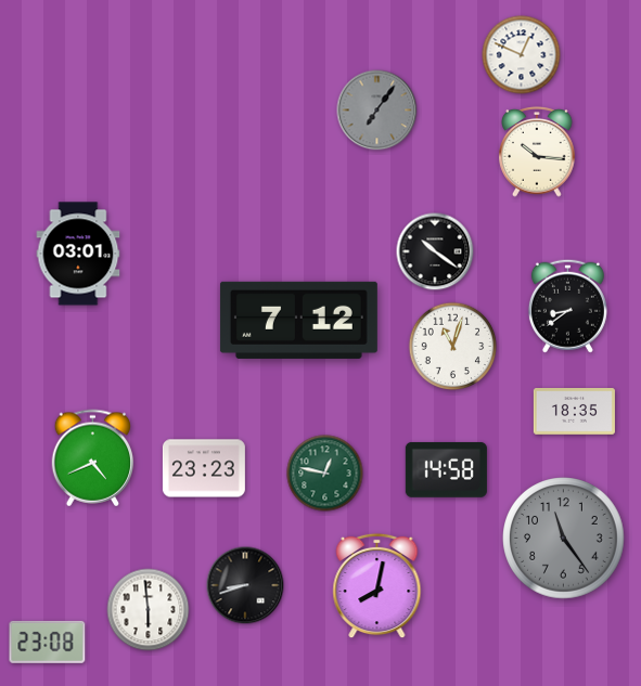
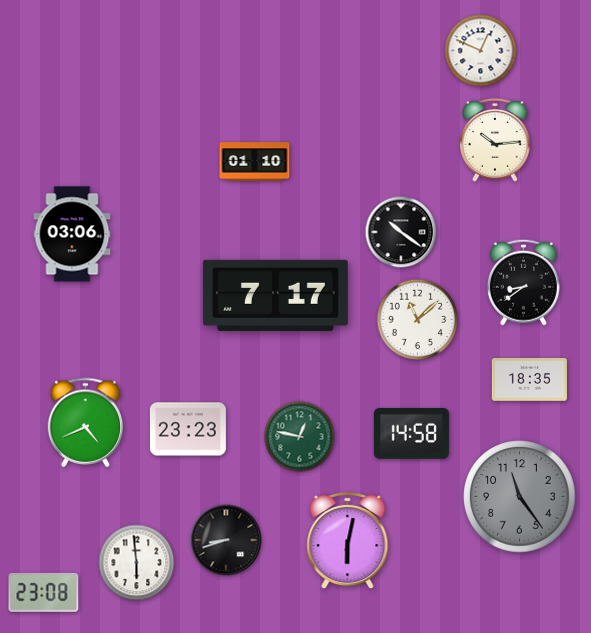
clock at (377, 111): 7:06 -> none
clock at (537, 152): 10:16 -> 10:14
clock at (255, 162): none -> 01:10
clock at (78, 254): 03:01 -> 03:06
clock at (298, 320): 7:12 -> 7:17
clock at (453, 347): 11:03 -> 11:08
clock at (204, 468) position: (204, 468) -> (188, 429)
clock at (377, 586): 8:02 -> 6:02
